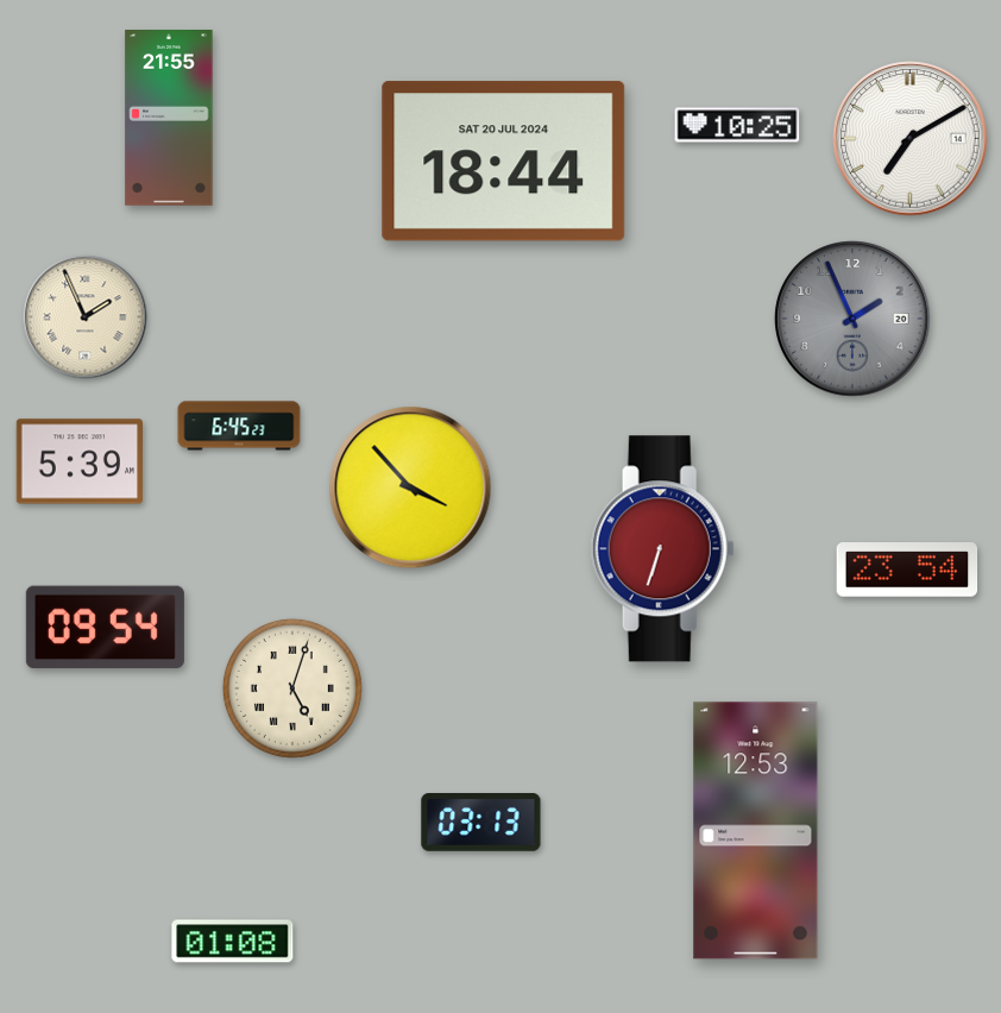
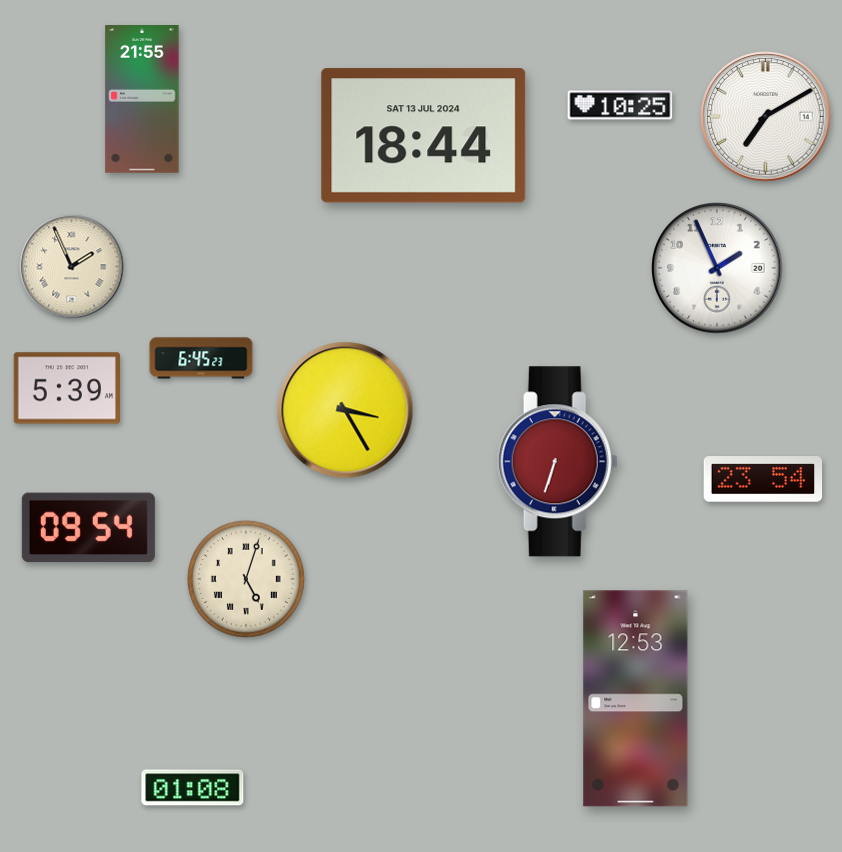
clock at (504, 162) date: SAT 20 JUL 2024 -> SAT 13 JUL 2024
clock at (852, 319) dial: grey -> white
clock at (410, 487): 3:53 -> 3:25
clock at (481, 823): 03:13 -> none
clock at (233, 942) position: (233, 942) -> (193, 788)
